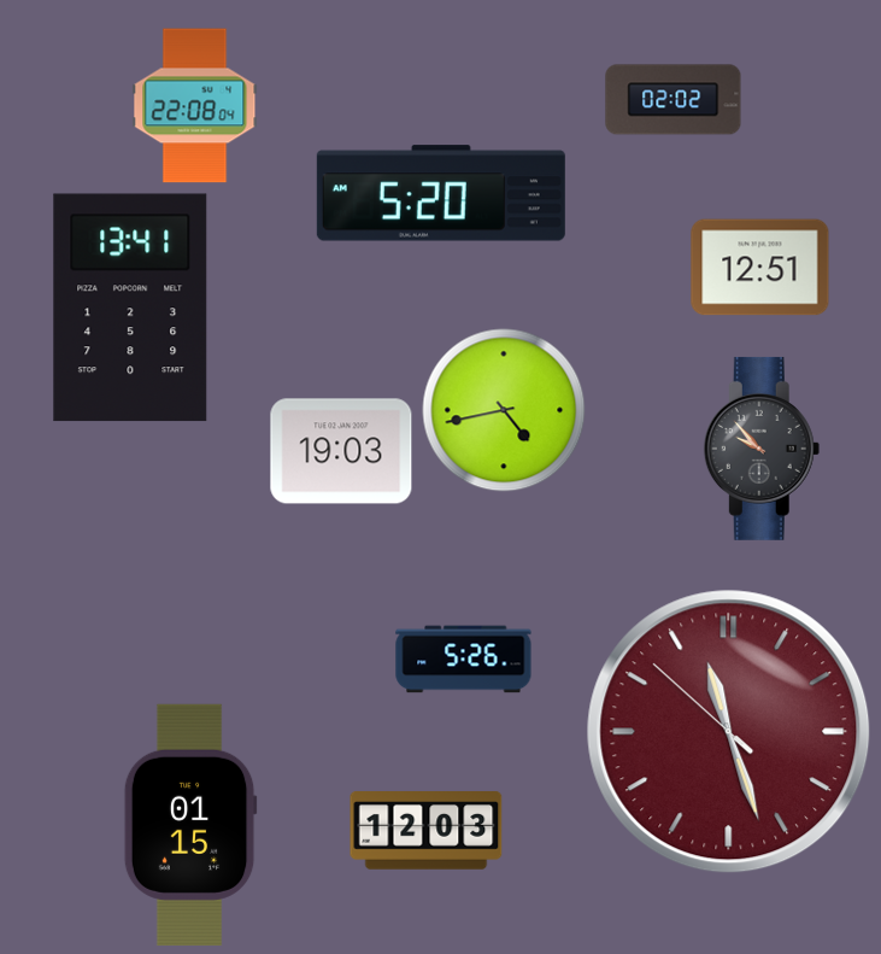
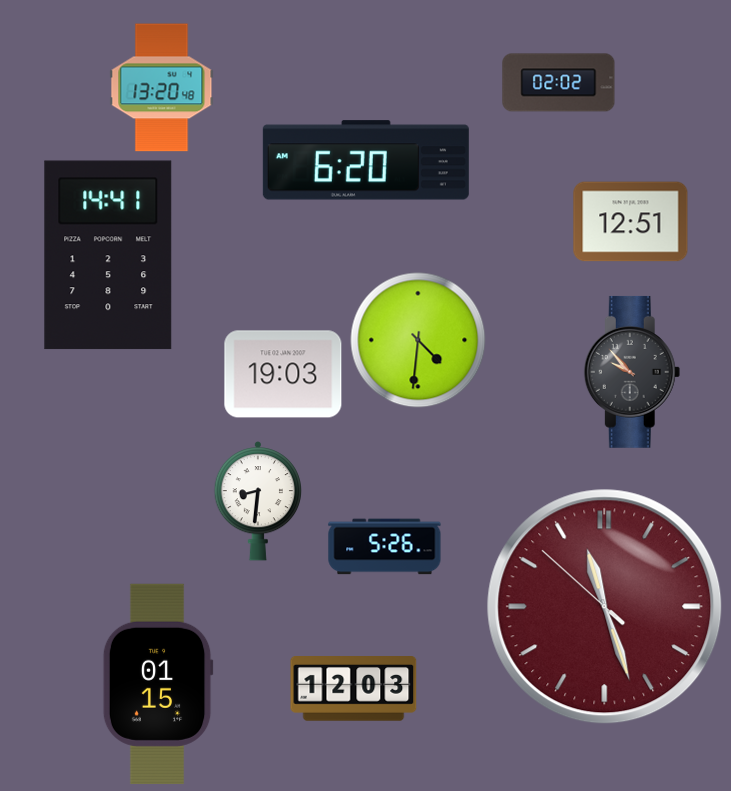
clock at (195, 106): 22:08 -> 13:20
clock at (441, 193): 5:20 -> 6:20
clock at (130, 308): 13:41 -> 14:41
clock at (504, 410): 4:43 -> 4:31
clock at (258, 502): none -> 8:31
